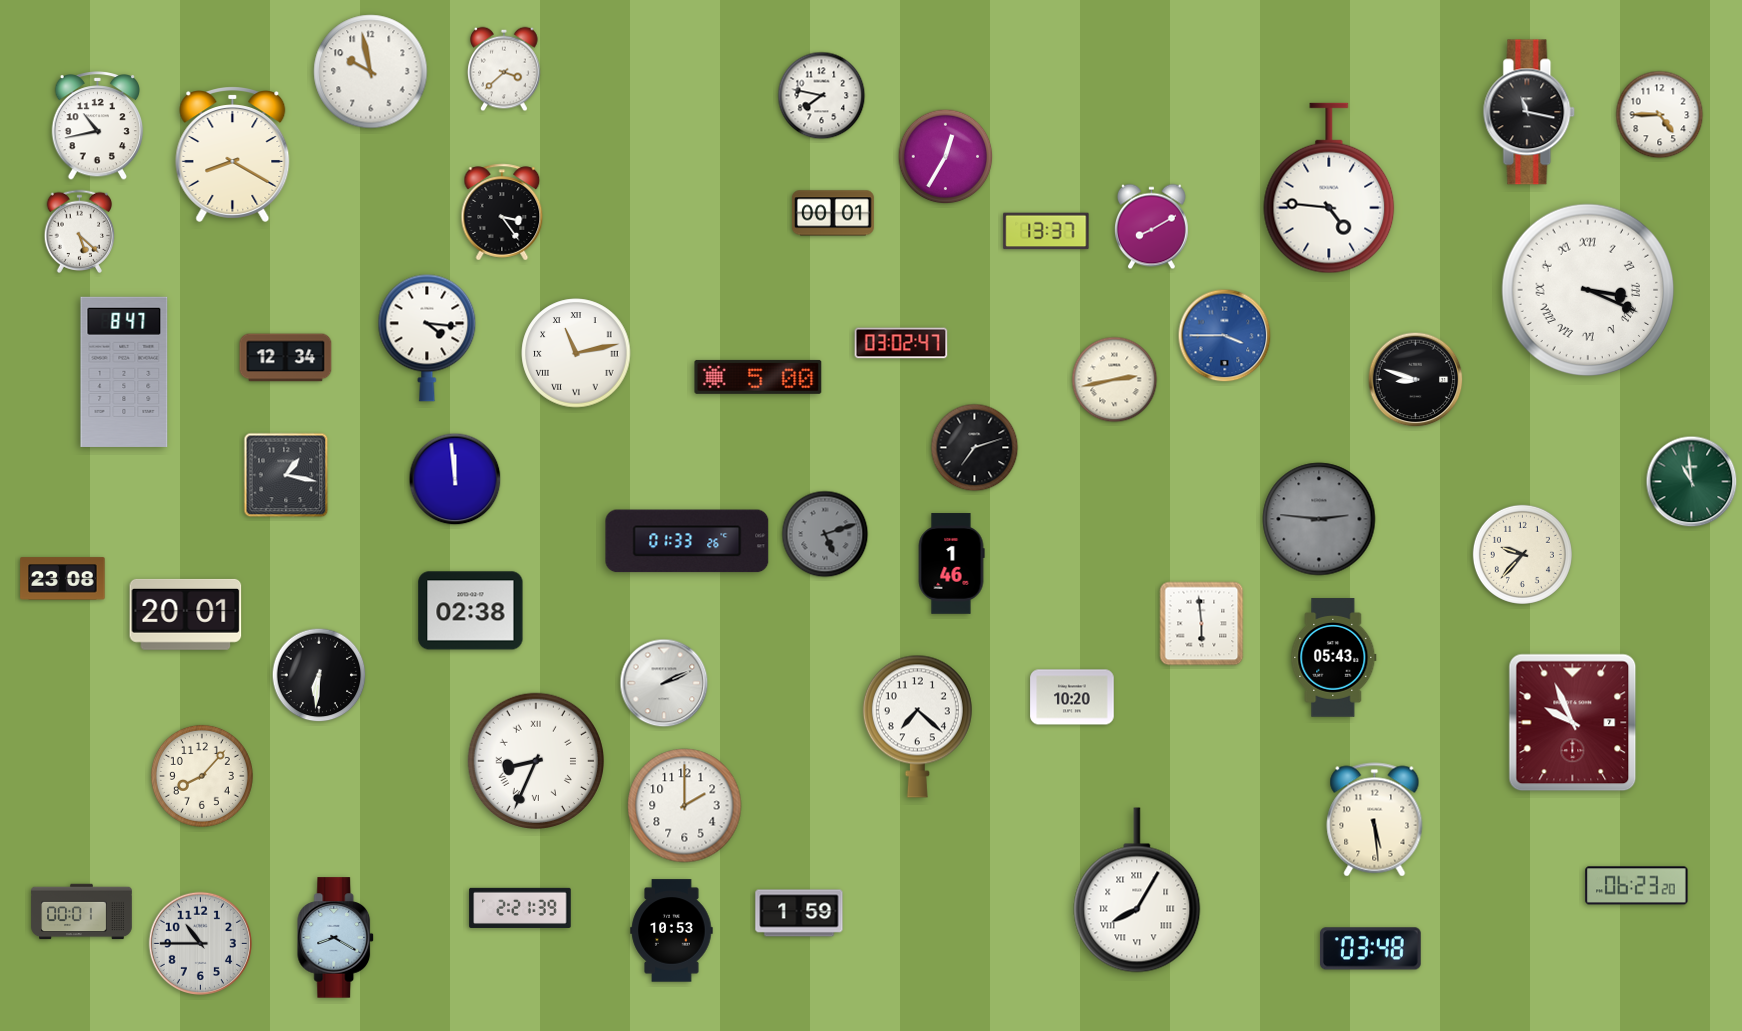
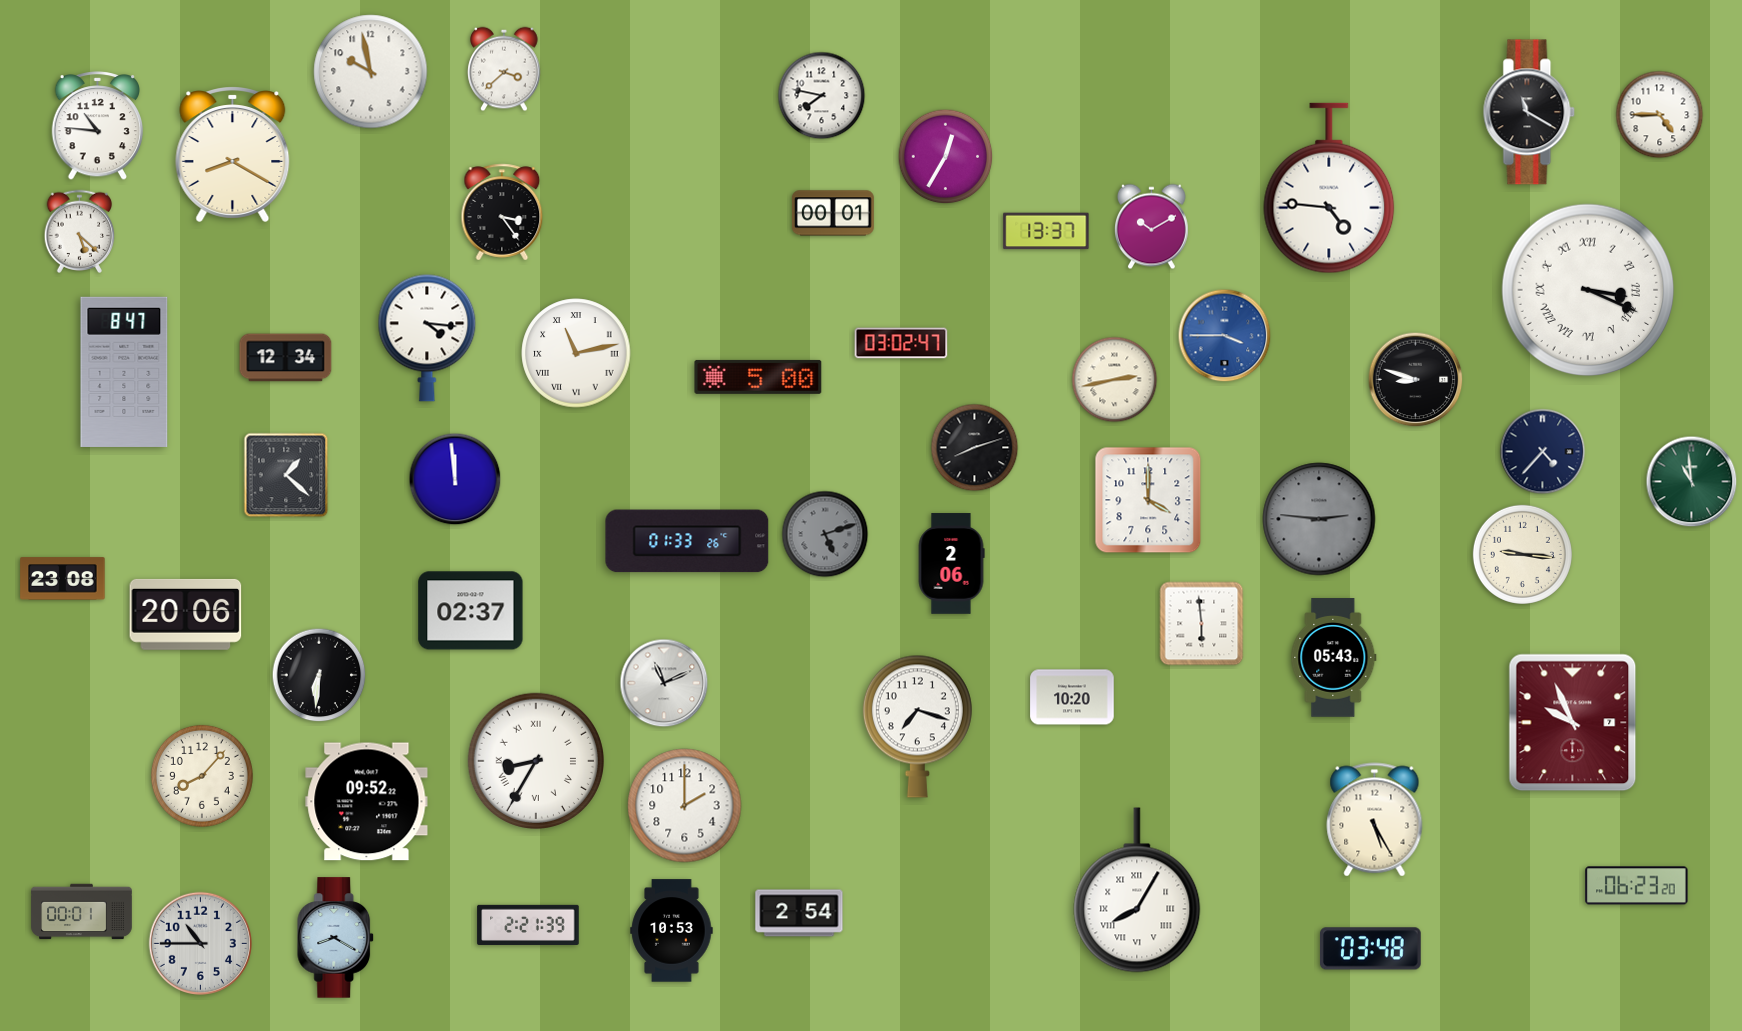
clock at (1529, 112): 11:17 -> 11:20
clock at (98, 126): 10:43 -> 10:46
clock at (1152, 227): 8:10 -> 10:10
clock at (975, 448): 7:12 -> 8:12
clock at (1543, 452): none -> 4:37
clock at (286, 475): 1:17 -> 1:22
clock at (1148, 500): none -> 4:00
clock at (1522, 554): 9:37 -> 9:16
clock at (951, 564): 1:46 -> 2:06
clock at (471, 611): 02:38 -> 02:37
clock at (186, 614): 20:01 -> 20:06
clock at (664, 683): 2:11 -> 11:11
clock at (917, 726): 7:22 -> 7:18
clock at (535, 760): 8:34 -> 8:35
clock at (367, 802): none -> 09:52
clock at (1375, 820): 5:29 -> 5:25
clock at (520, 907) position: (520, 907) -> (528, 924)
clock at (799, 913): 1:59 -> 2:54
